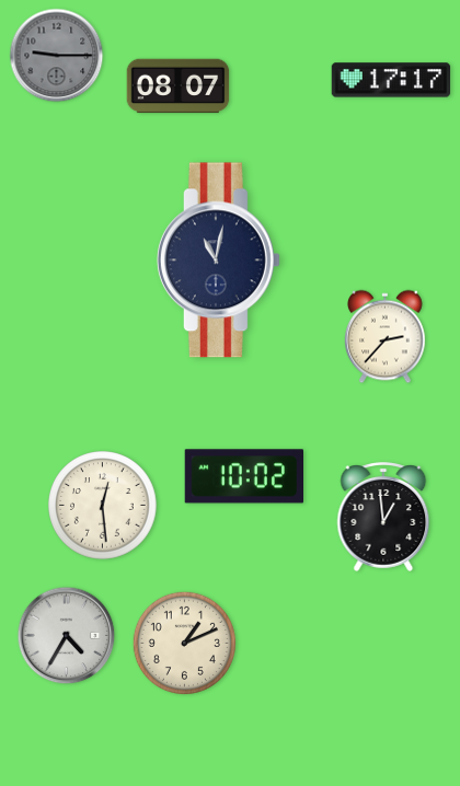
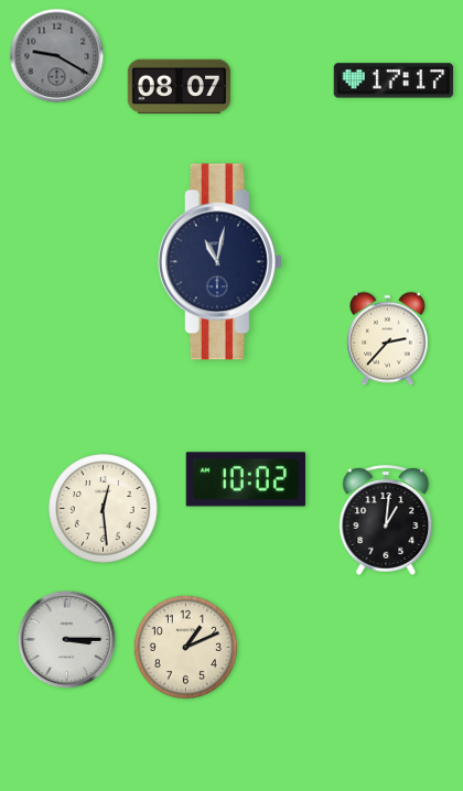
clock at (57, 56): 9:15 -> 9:20
clock at (383, 517): 12:59 -> 1:01
clock at (67, 636): 4:35 -> 3:15
